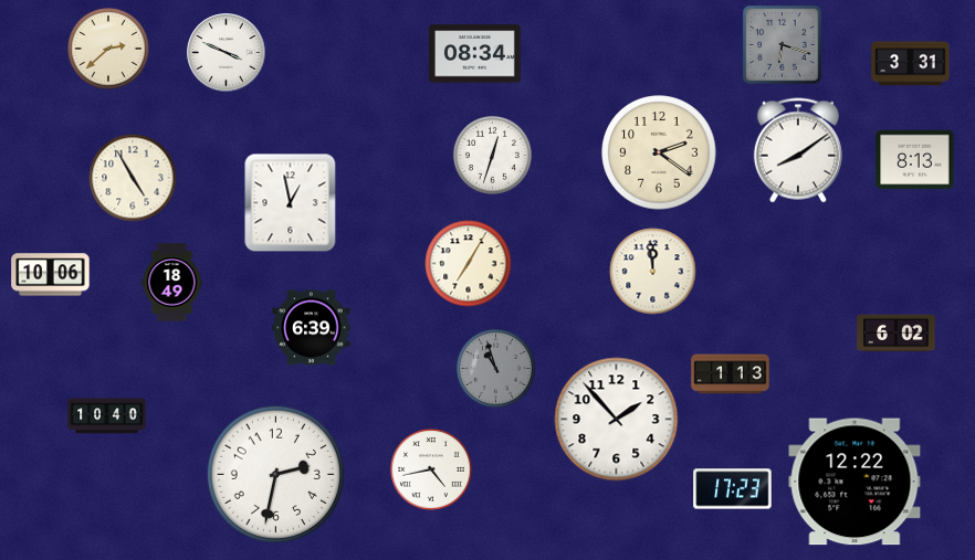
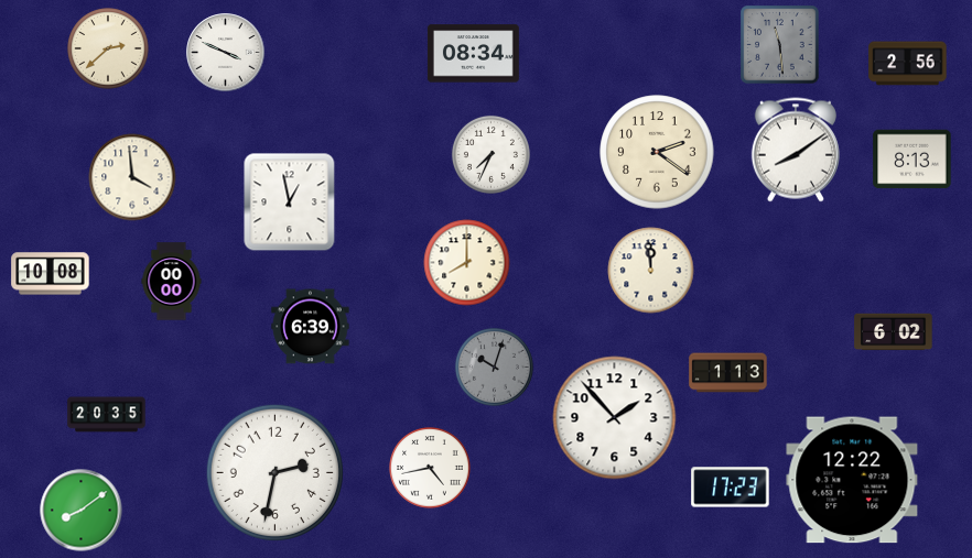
clock at (783, 45): 6:18 -> 11:29
clock at (911, 64): 3:31 -> 2:56
clock at (492, 155): 12:33 -> 7:34
clock at (133, 178): 4:55 -> 3:59
clock at (469, 264): 7:05 -> 8:00
clock at (51, 275): 10:06 -> 10:08
clock at (172, 283): 18:49 -> 00:00
clock at (495, 368): 10:57 -> 10:03
clock at (107, 416): 10:40 -> 20:35
clock at (82, 511): none -> 8:09
